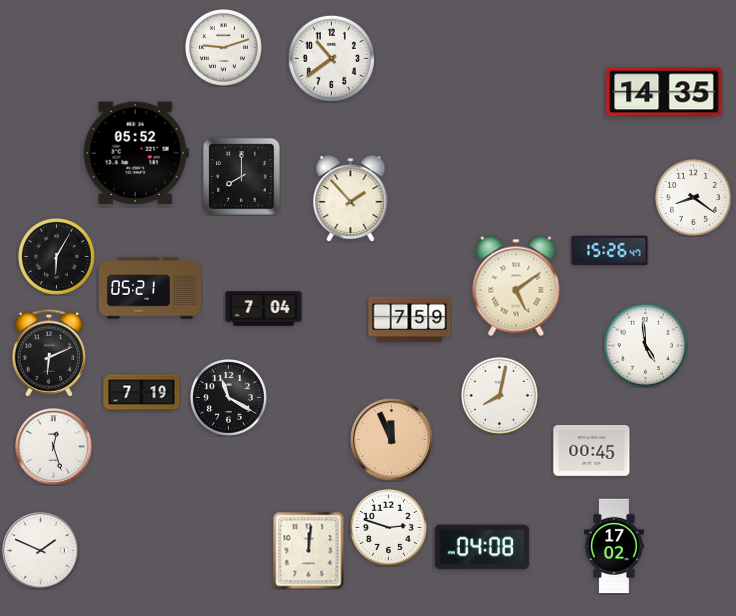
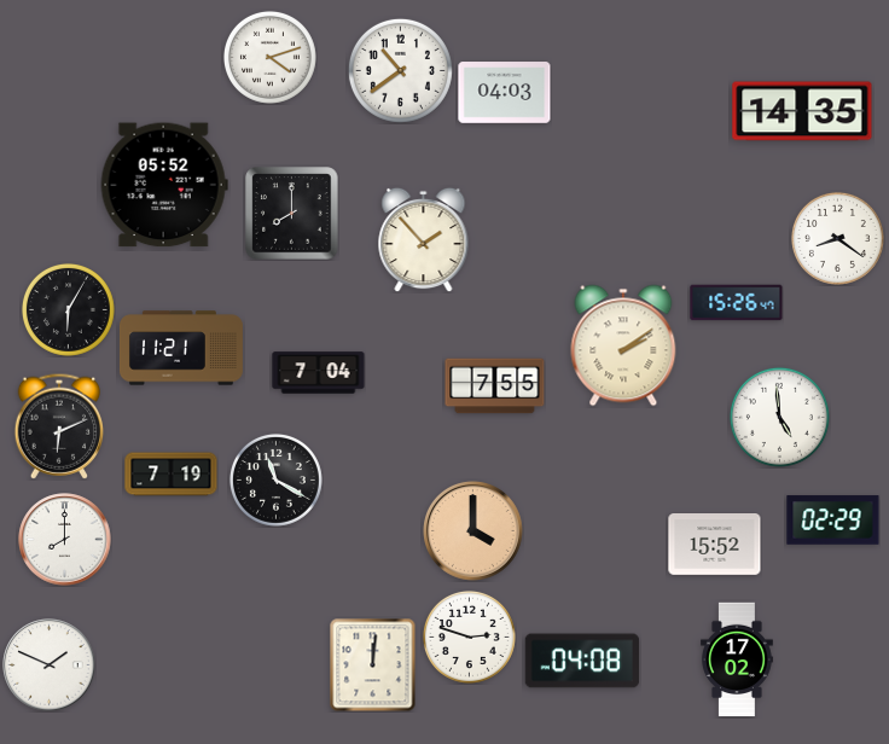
clock at (223, 47): 9:12 -> 4:12
clock at (505, 93): none -> 04:03
clock at (516, 286): 5:09 -> 2:09
clock at (150, 288): 05:21 -> 11:21
clock at (410, 320): 7:59 -> 7:55
clock at (499, 395): 8:02 -> none
clock at (833, 521): none -> 02:29
clock at (392, 440): 11:56 -> 4:00
clock at (54, 447): 12:27 -> 8:00
clock at (592, 451): 00:45 -> 15:52
clock at (614, 546) position: (614, 546) -> (737, 659)
